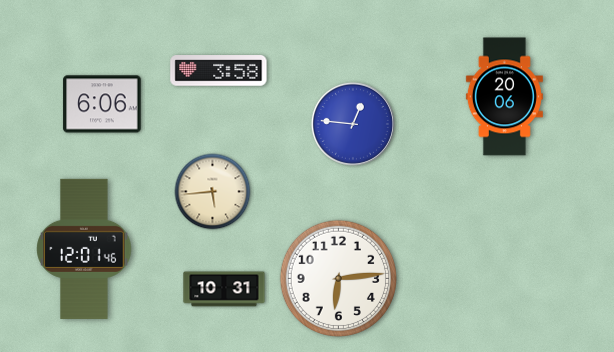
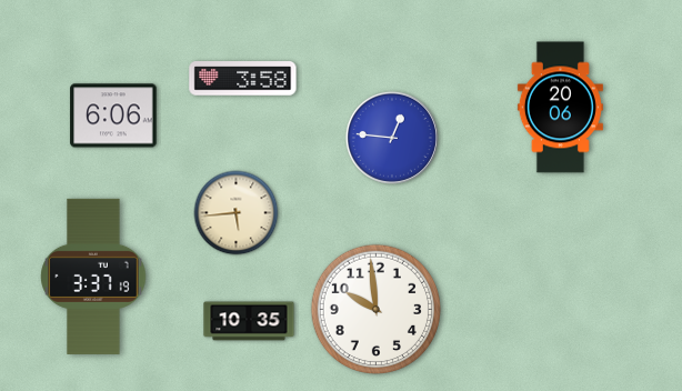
clock at (84, 249): 12:01 -> 3:37
clock at (338, 278): 6:14 -> 9:59
clock at (224, 289): 10:31 -> 10:35
